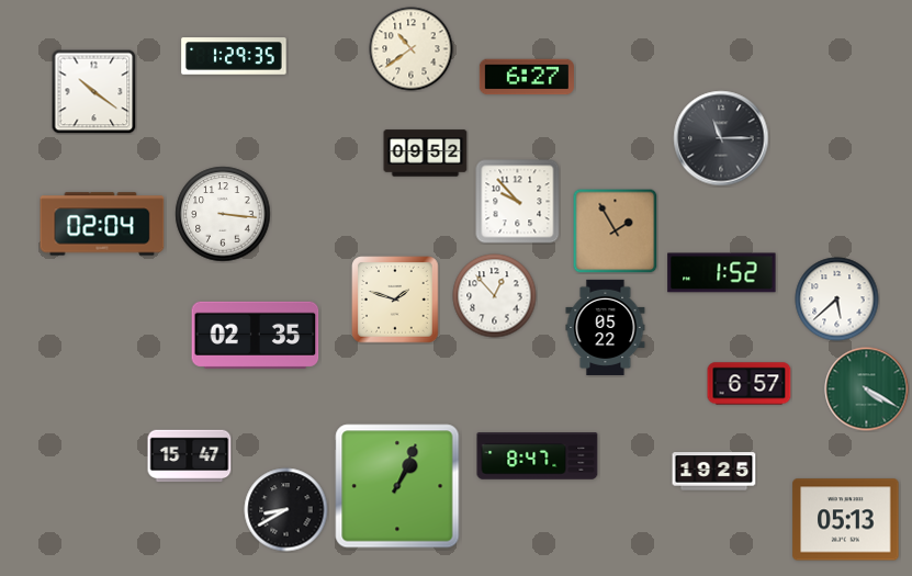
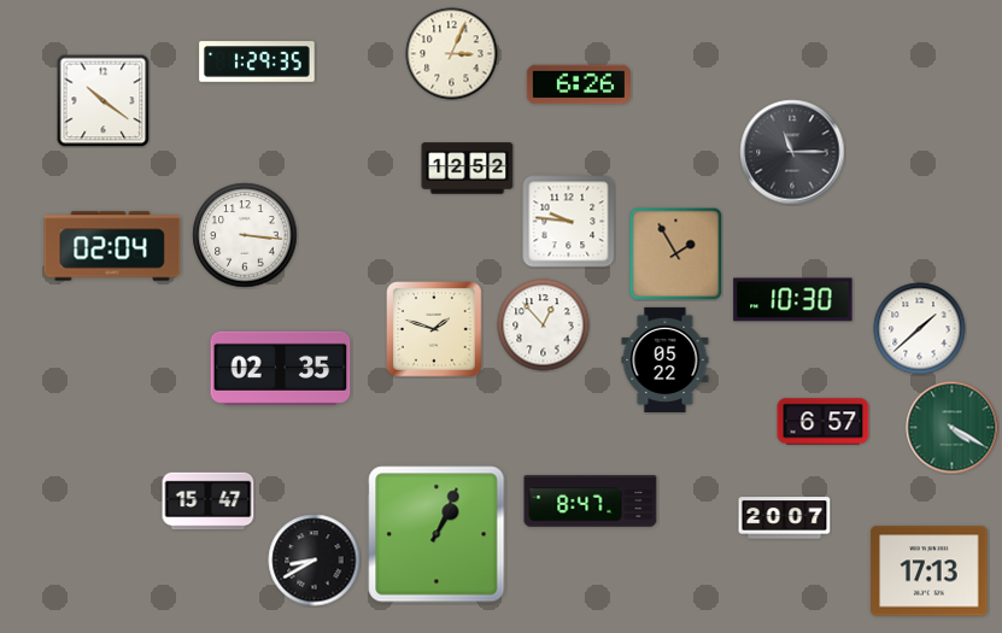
clock at (412, 49): 10:39 -> 3:04
clock at (527, 77): 6:27 -> 6:26
clock at (426, 154): 09:52 -> 12:52
clock at (518, 202): 9:53 -> 9:46
clock at (722, 273): 1:52 -> 10:30
clock at (837, 300): 5:38 -> 1:38
clock at (714, 472): 19:25 -> 20:07
clock at (846, 520): 05:13 -> 17:13
